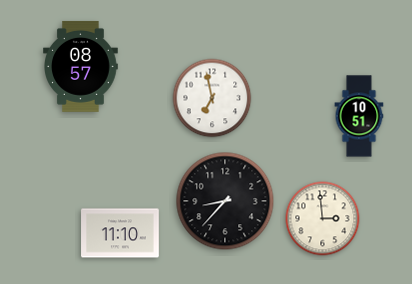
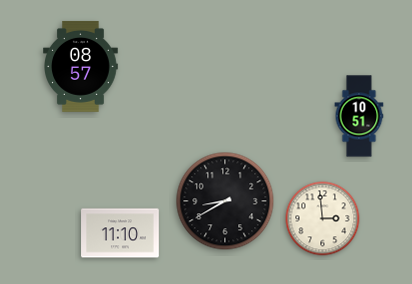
clock at (212, 98): 6:58 -> none
clock at (225, 201): 8:37 -> 8:40
